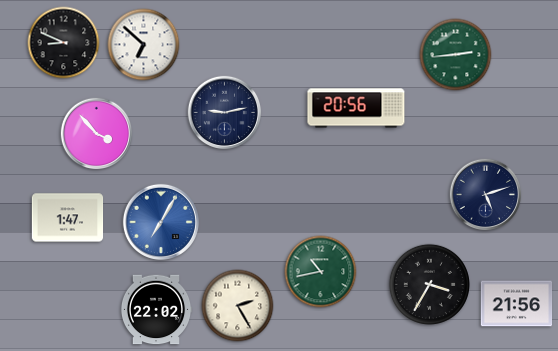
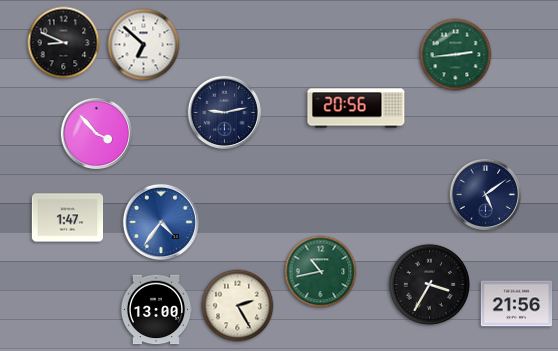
clock at (486, 195): 5:12 -> 5:09
clock at (161, 222): 7:05 -> 4:36
clock at (156, 310): 22:02 -> 13:00
